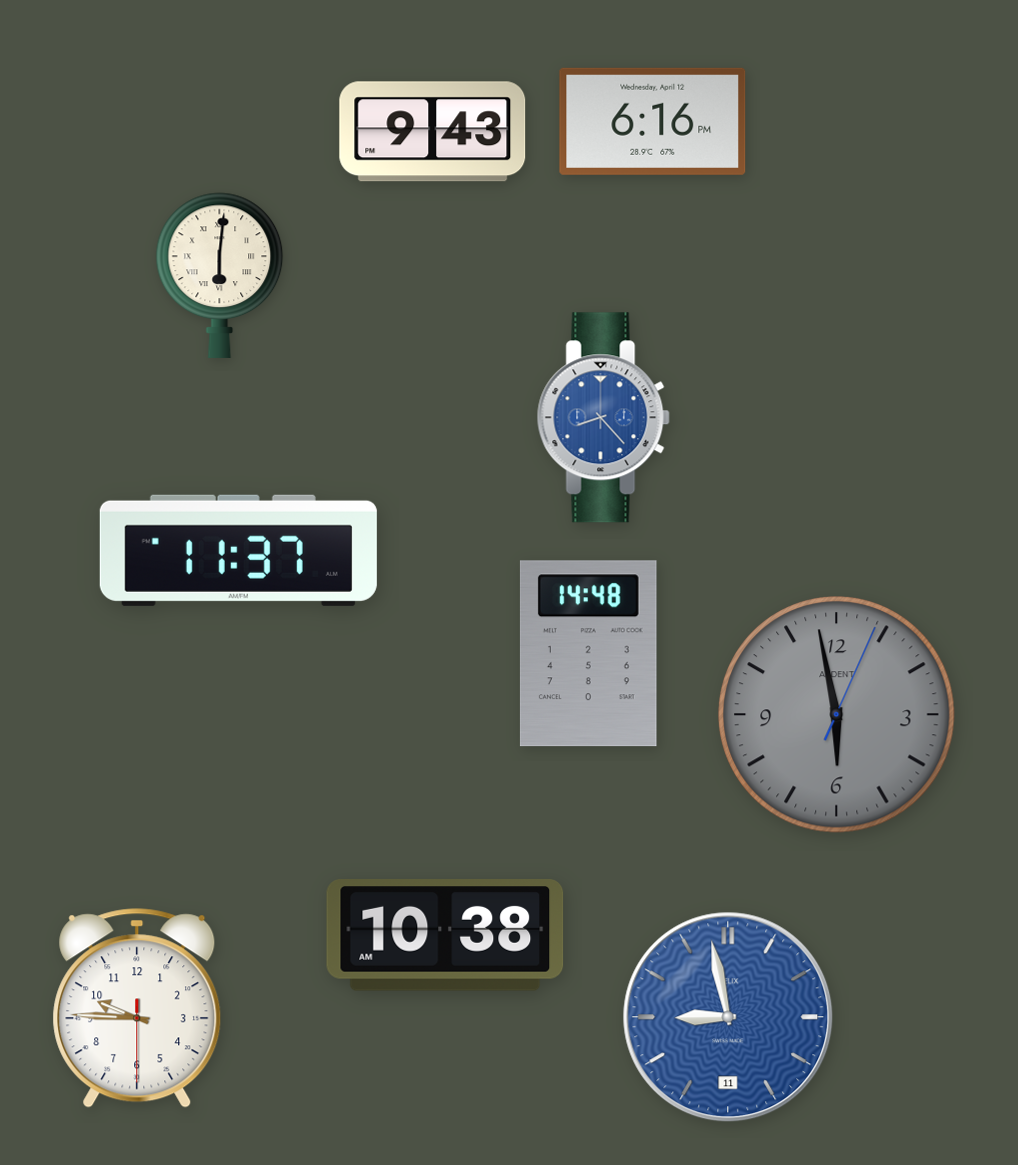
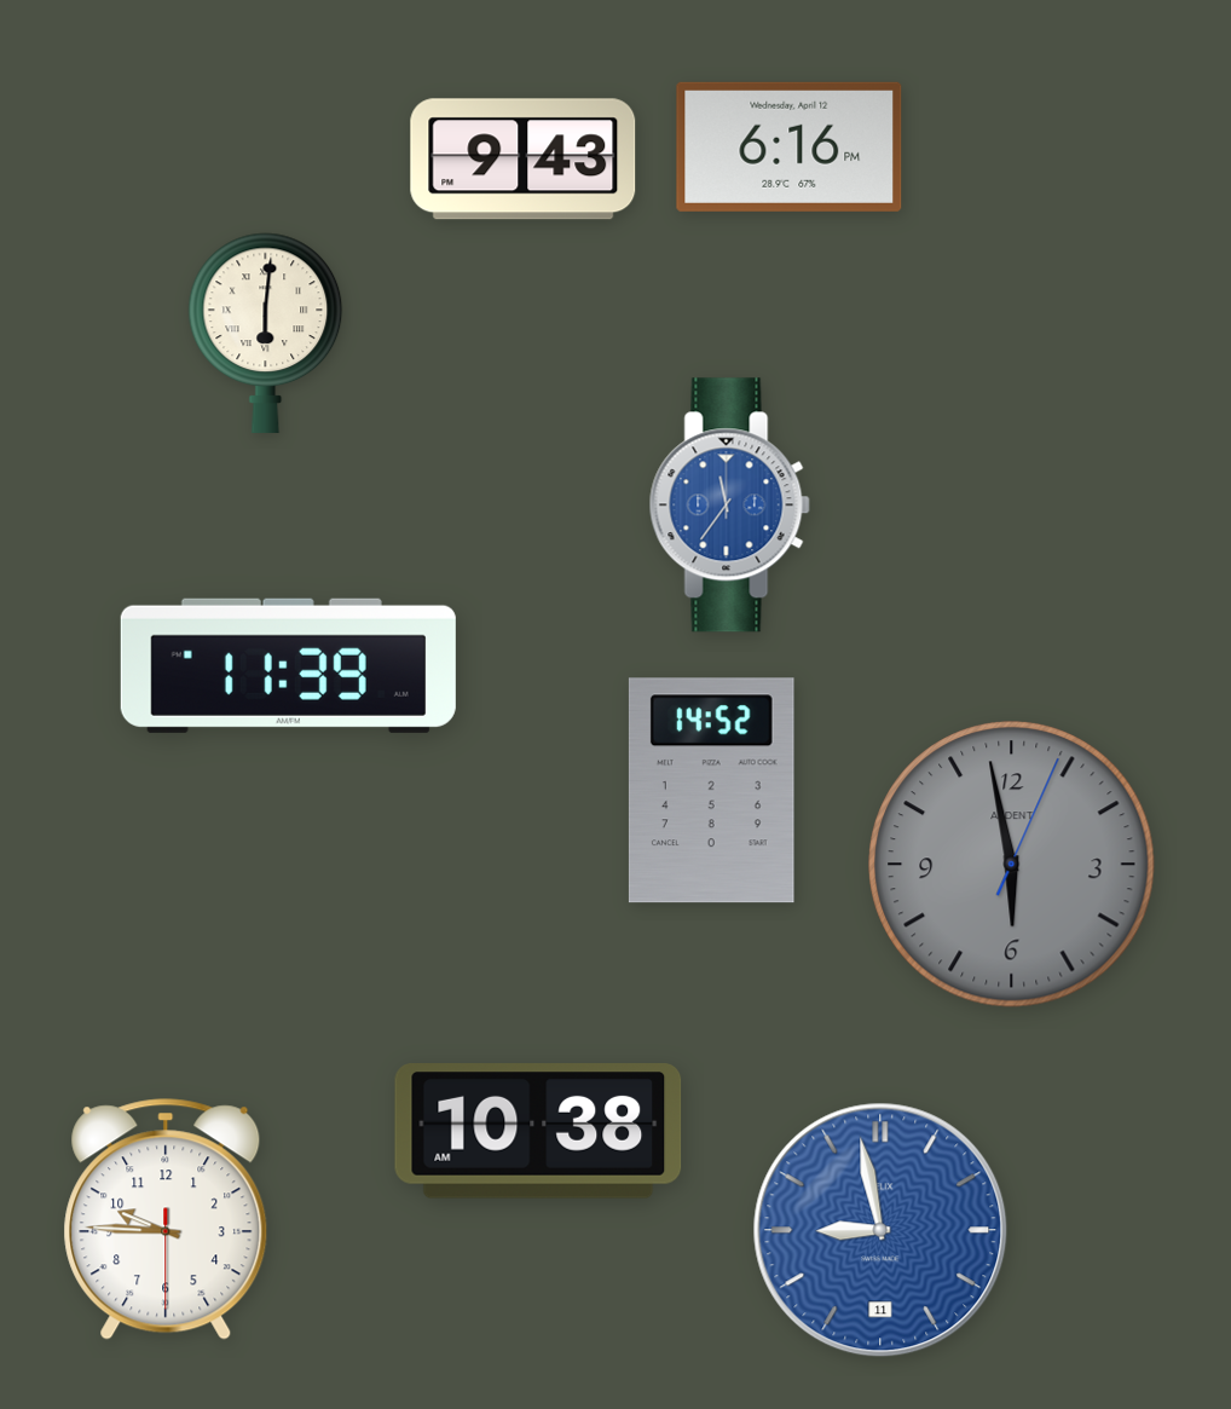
clock at (603, 418): 8:23 -> 11:36
clock at (238, 550): 11:37 -> 11:39
clock at (588, 654): 14:48 -> 14:52
